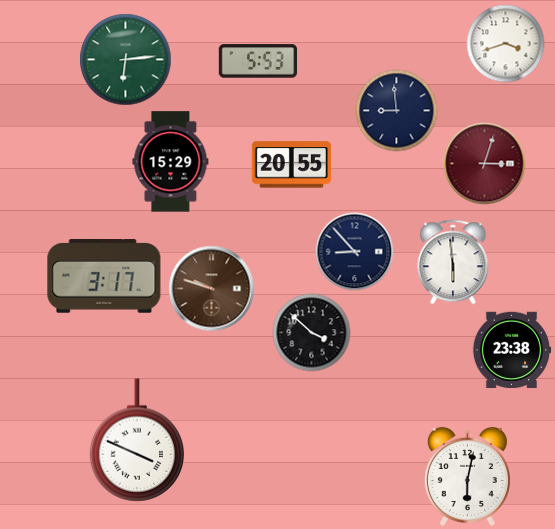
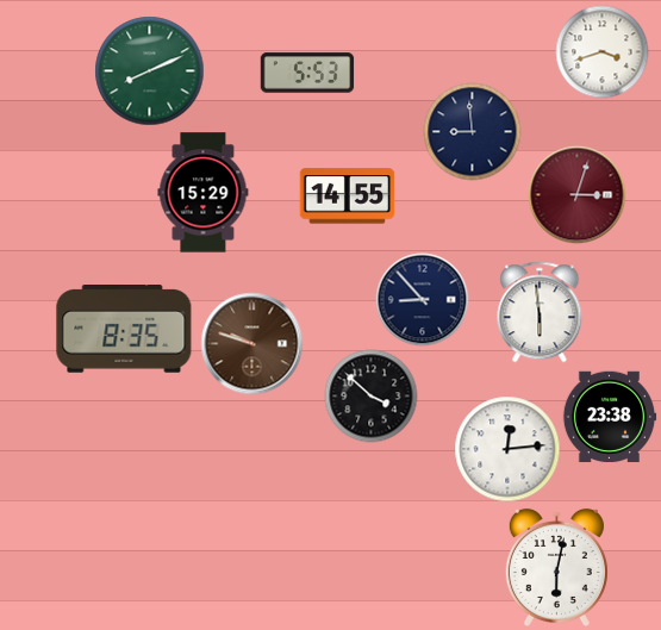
clock at (125, 59): 6:14 -> 8:11
clock at (291, 165): 20:55 -> 14:55
clock at (104, 277): 3:17 -> 8:35
clock at (507, 449): none -> 12:14
clock at (136, 440): 3:49 -> none
